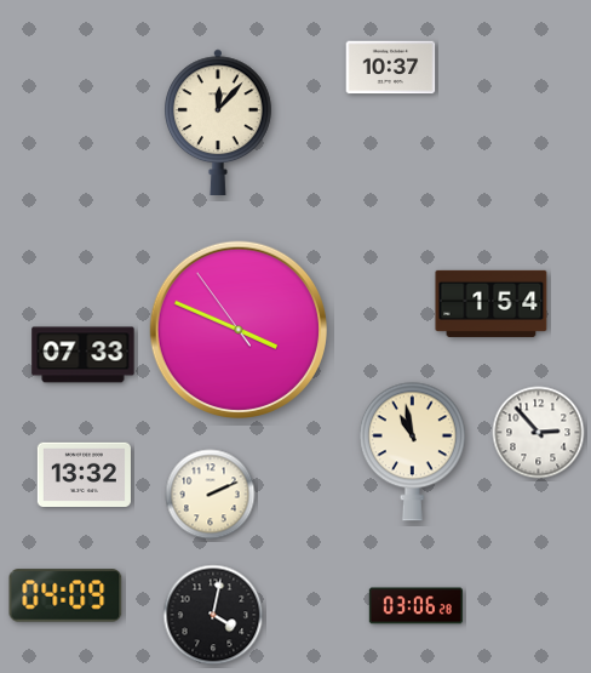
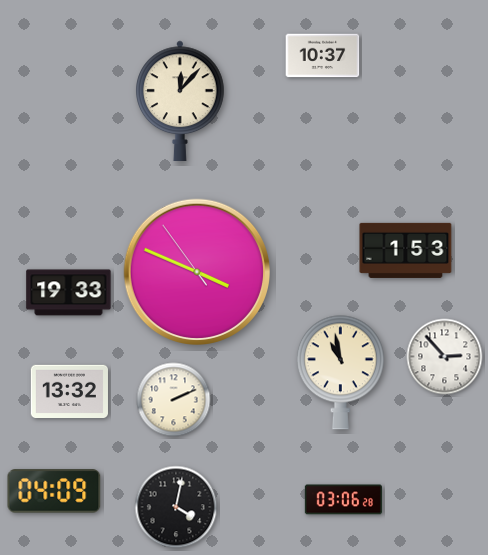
clock at (492, 303): 1:54 -> 1:53
clock at (84, 355): 07:33 -> 19:33
clock at (211, 495) position: (211, 495) -> (174, 400)
